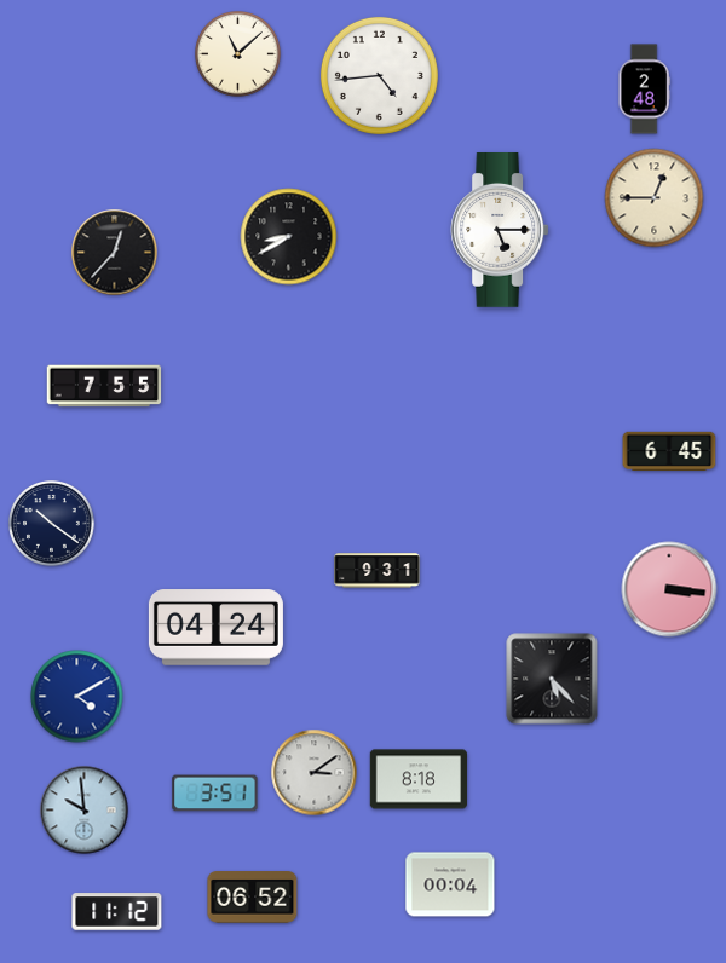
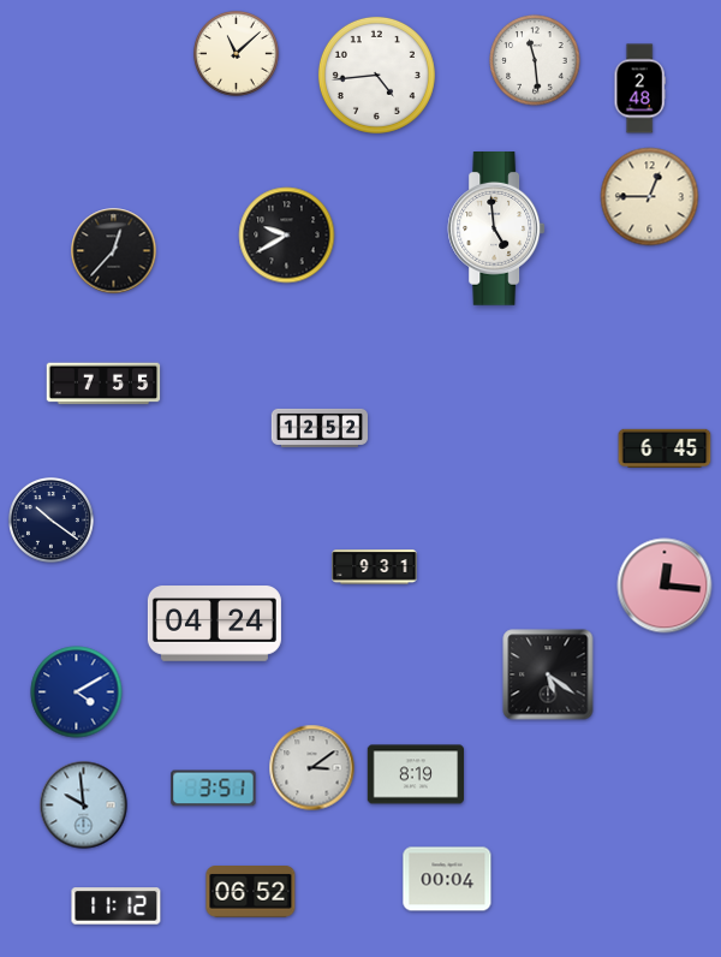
clock at (535, 60): none -> 11:29
clock at (500, 231): 5:15 -> 4:59
clock at (289, 237): 8:40 -> 9:40
clock at (320, 428): none -> 12:52
clock at (669, 589): 3:16 -> 12:16
clock at (552, 679): 5:23 -> 5:21
clock at (417, 779): 8:18 -> 8:19
